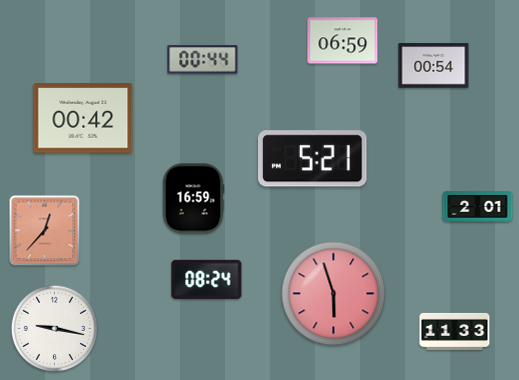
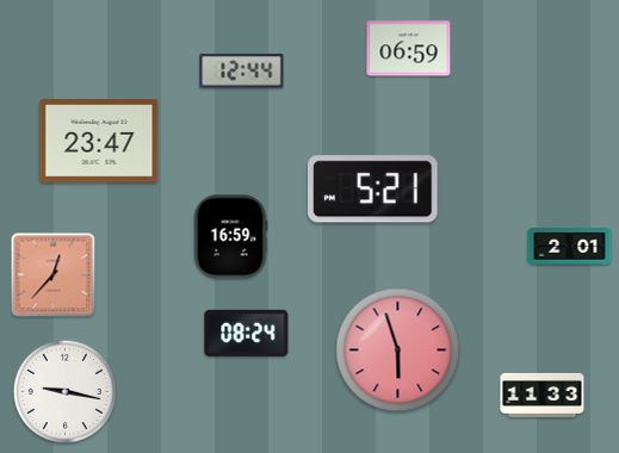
clock at (203, 60): 00:44 -> 12:44
clock at (434, 66): 00:54 -> none
clock at (83, 118): 00:42 -> 23:47
